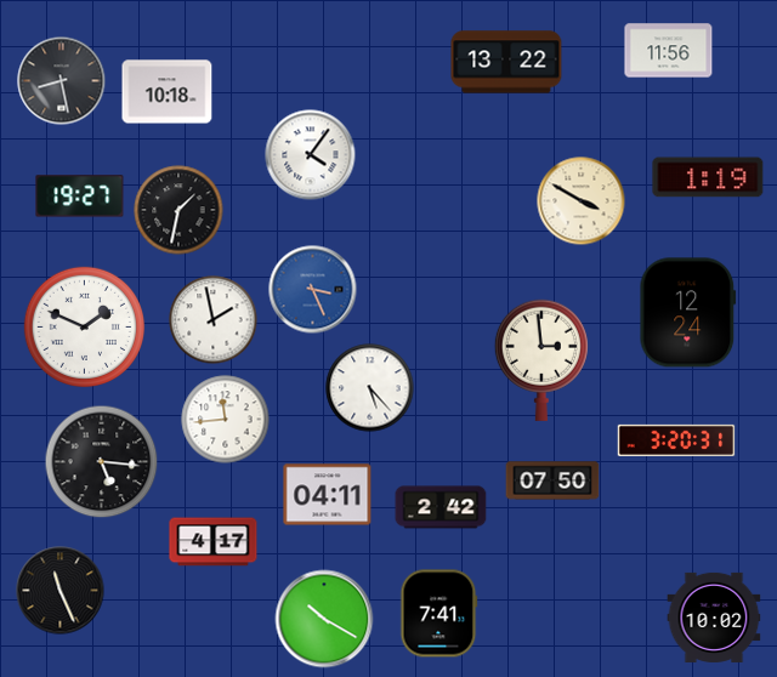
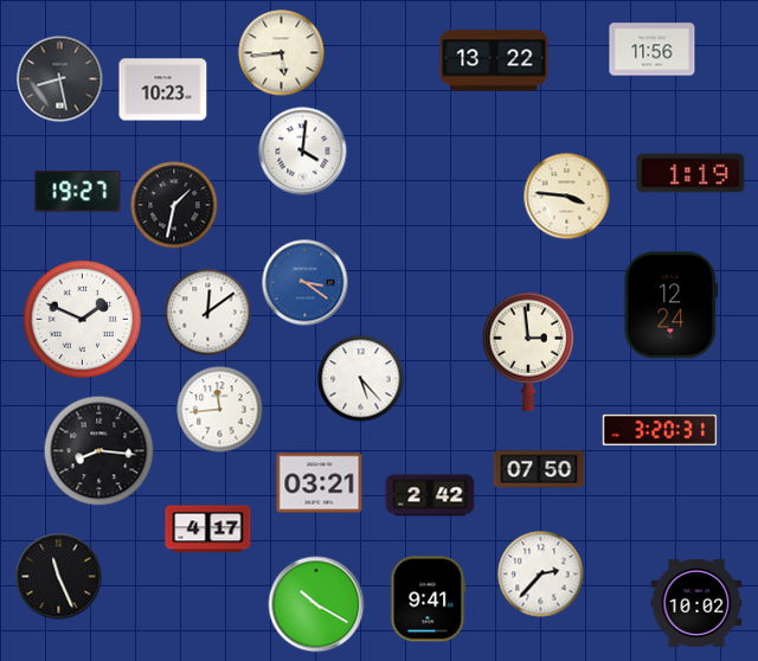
clock at (282, 53): none -> 5:44
clock at (168, 92): 10:18 -> 10:23
clock at (311, 155): 4:06 -> 4:01
clock at (582, 201): 3:50 -> 3:46
clock at (313, 290): 3:26 -> 3:21
clock at (214, 320): 1:58 -> 12:09
clock at (102, 462): 5:16 -> 8:16
clock at (328, 495): 04:11 -> 03:21
clock at (541, 575): none -> 2:37
clock at (439, 614): 7:41 -> 9:41
